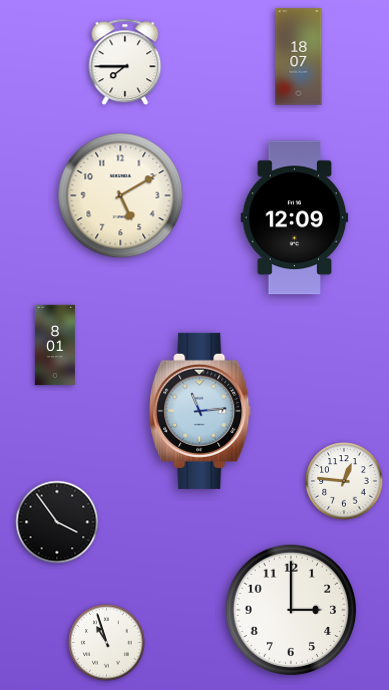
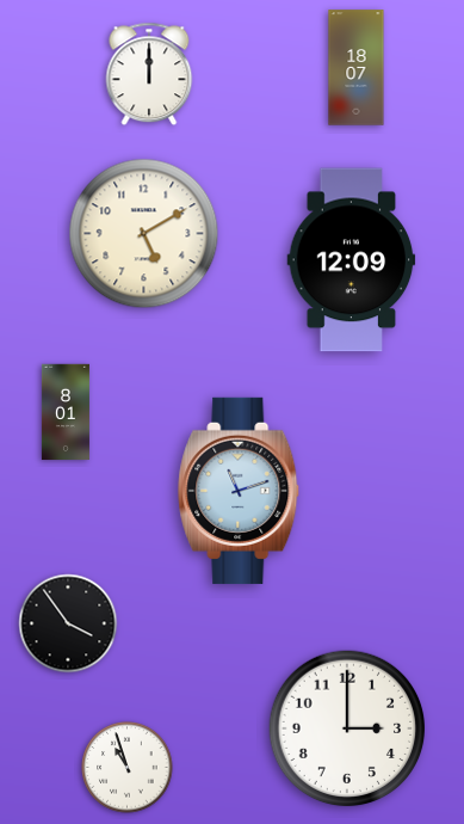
clock at (125, 62): 7:45 -> 12:00
clock at (201, 411): 11:14 -> 11:12
clock at (344, 481): 12:46 -> none
